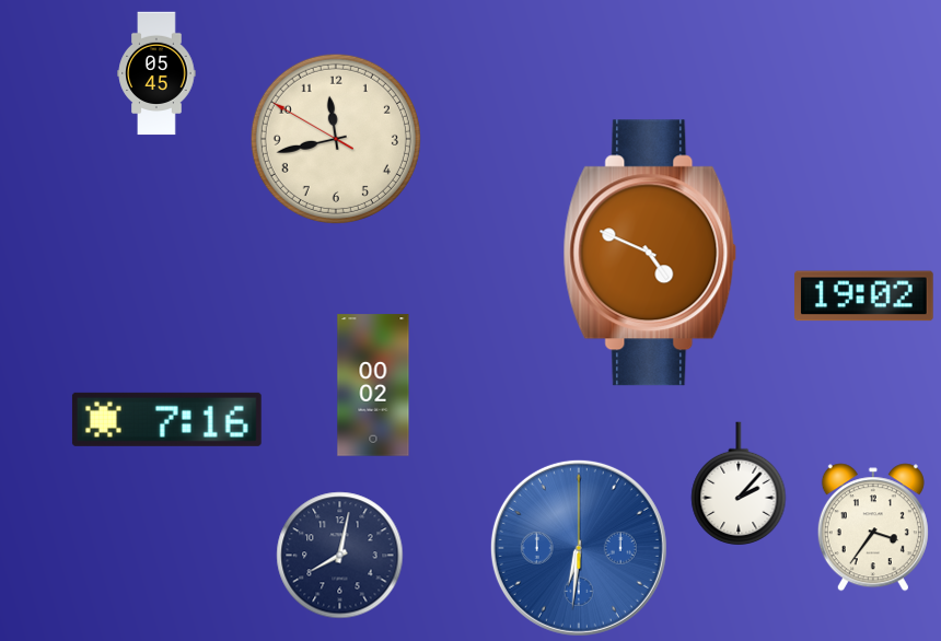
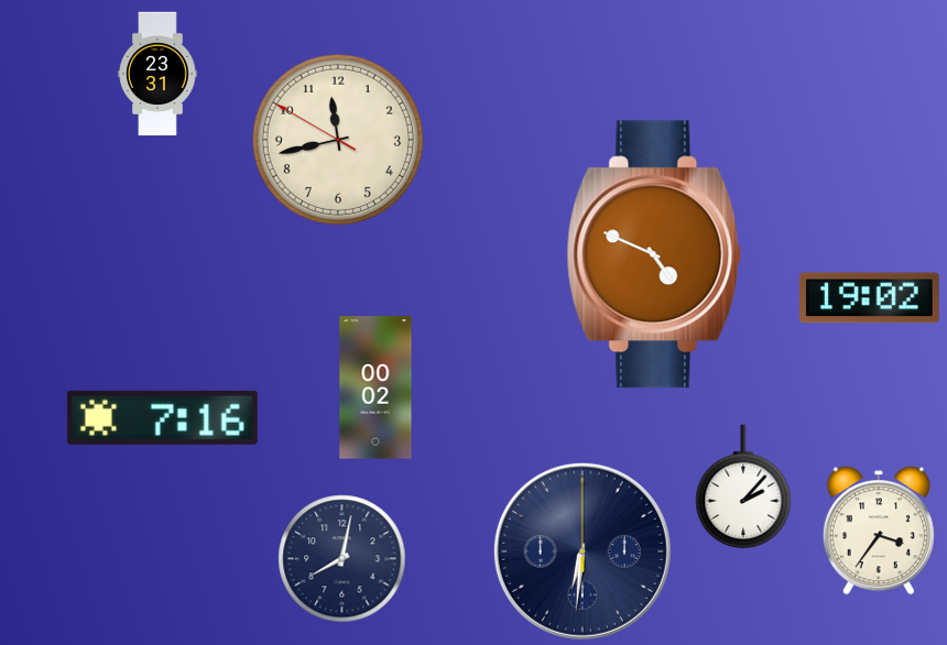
clock at (156, 73): 05:45 -> 23:31
clock at (166, 419) position: (166, 419) -> (162, 417)
clock at (579, 548) dial: blue -> navy
